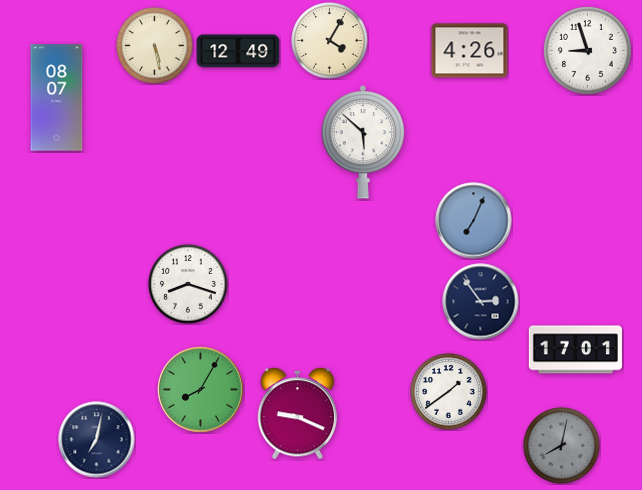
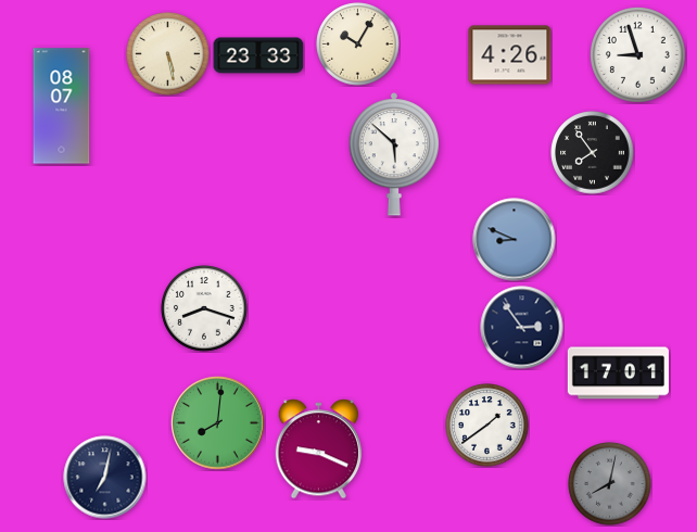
clock at (330, 41): 4:05 -> 10:05
clock at (155, 46) position: (155, 46) -> (168, 54)
clock at (238, 51): 12:49 -> 23:33
clock at (593, 153): none -> 7:54
clock at (474, 221): 7:04 -> 8:49
clock at (575, 350) position: (575, 350) -> (618, 373)
clock at (201, 390): 8:05 -> 8:01
clock at (298, 414) position: (298, 414) -> (319, 449)
